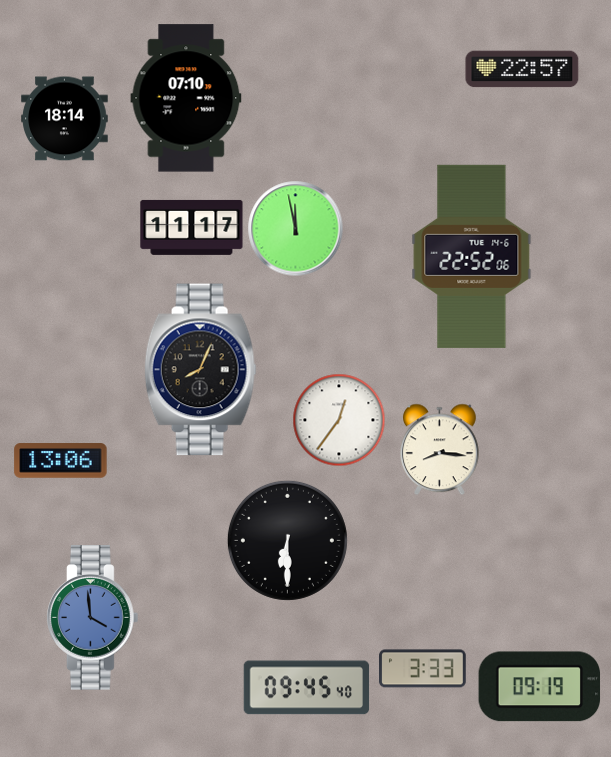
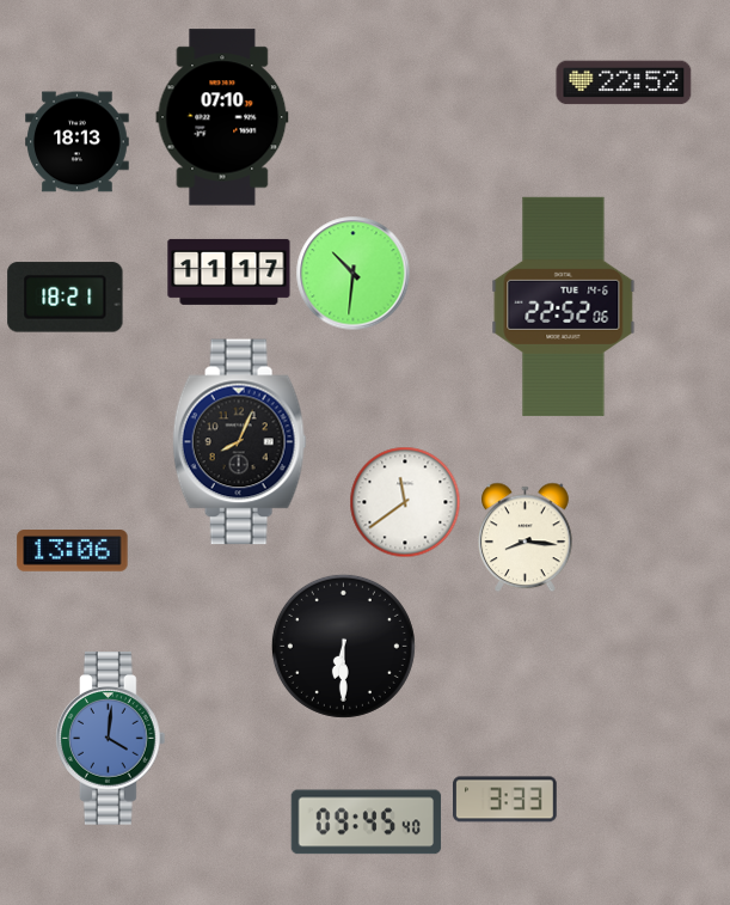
clock at (522, 69): 22:57 -> 22:52
clock at (65, 119): 18:14 -> 18:13
clock at (295, 228): 11:58 -> 10:31
clock at (66, 298): none -> 18:21
clock at (339, 420): 12:36 -> 11:39
clock at (93, 618): 3:59 -> 4:01
clock at (540, 687): 09:19 -> none
